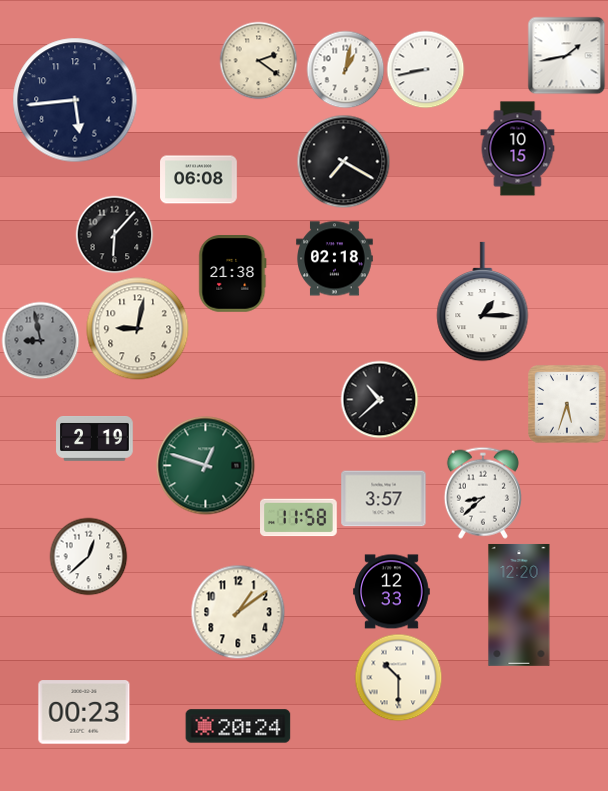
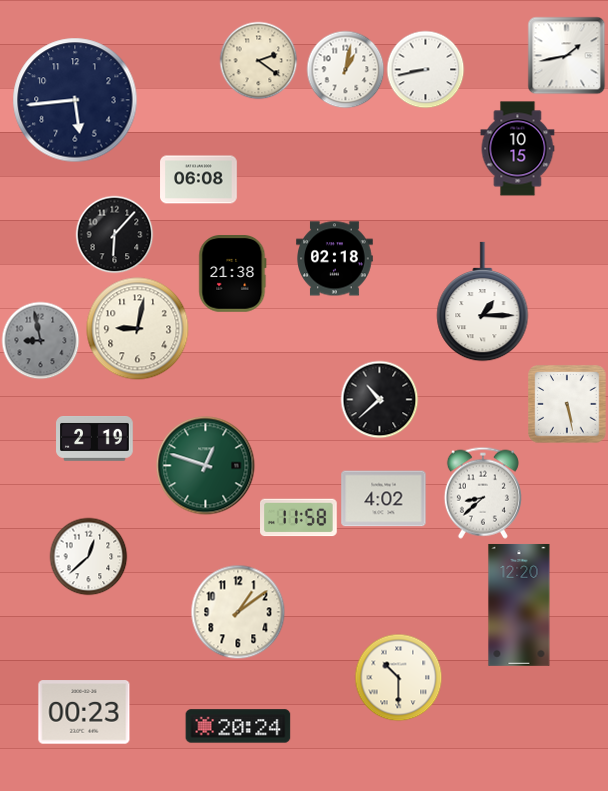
clock at (343, 161): 7:20 -> none
clock at (567, 404): 5:33 -> 5:28
clock at (384, 499): 3:57 -> 4:02
clock at (392, 592): 12:33 -> none
